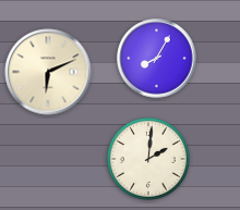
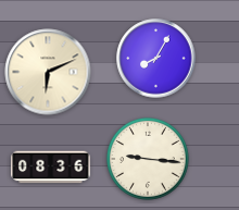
clock at (148, 159): 2:01 -> 9:16
clock at (51, 168): none -> 08:36
